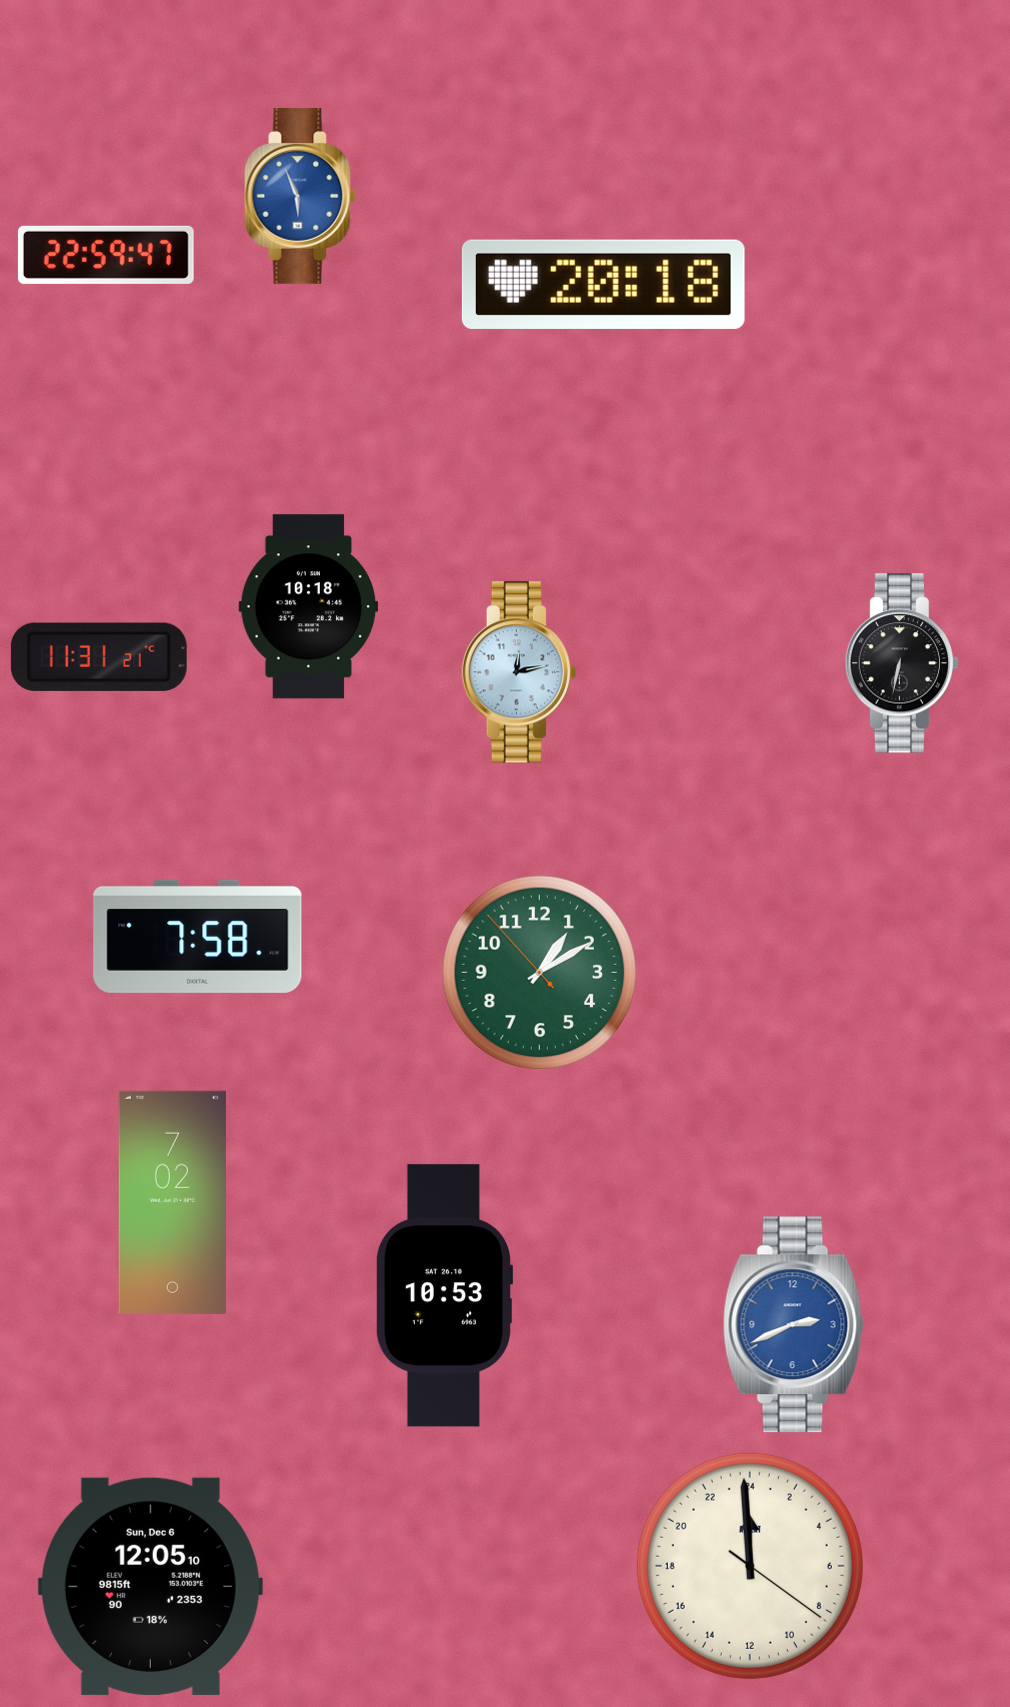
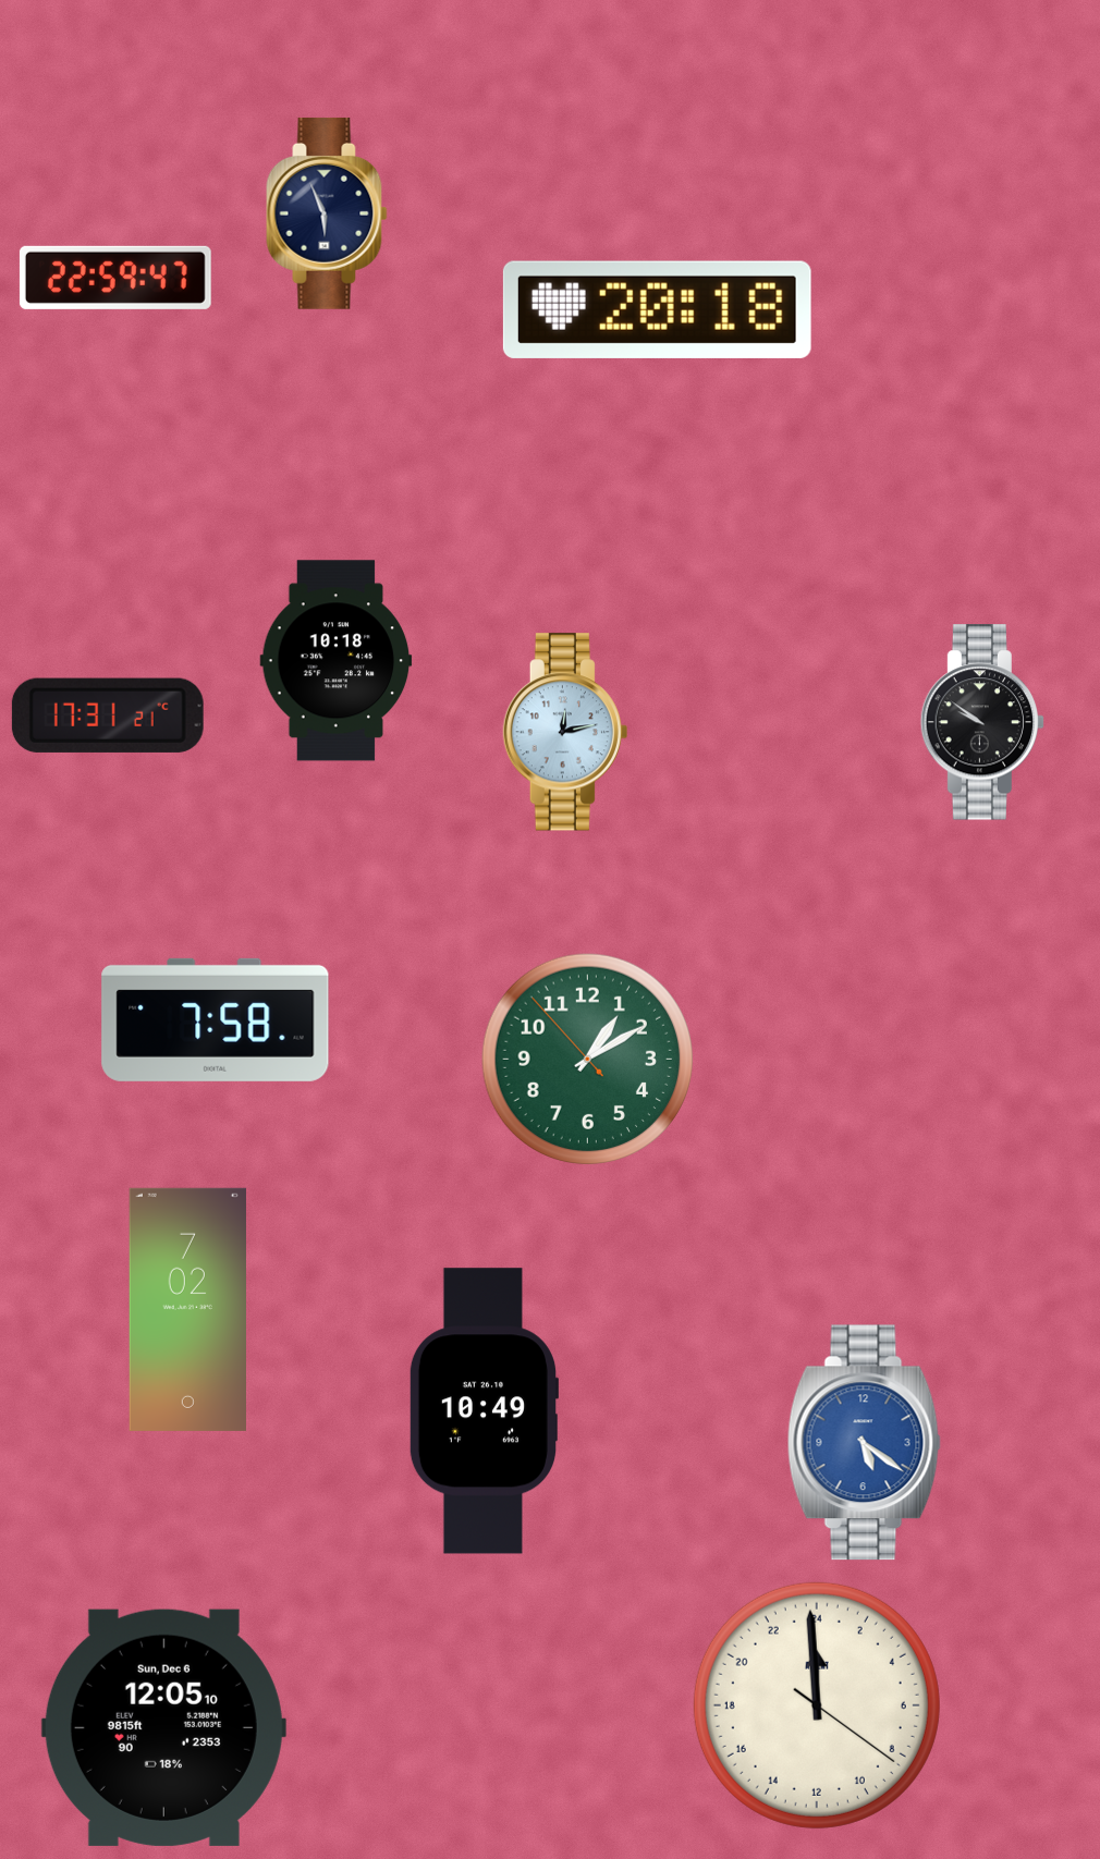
clock at (300, 196) dial: blue -> navy
clock at (99, 657): 11:31 -> 17:31
clock at (902, 663): 6:32 -> 9:51
clock at (443, 1296): 10:53 -> 10:49
clock at (793, 1325): 2:41 -> 5:21
